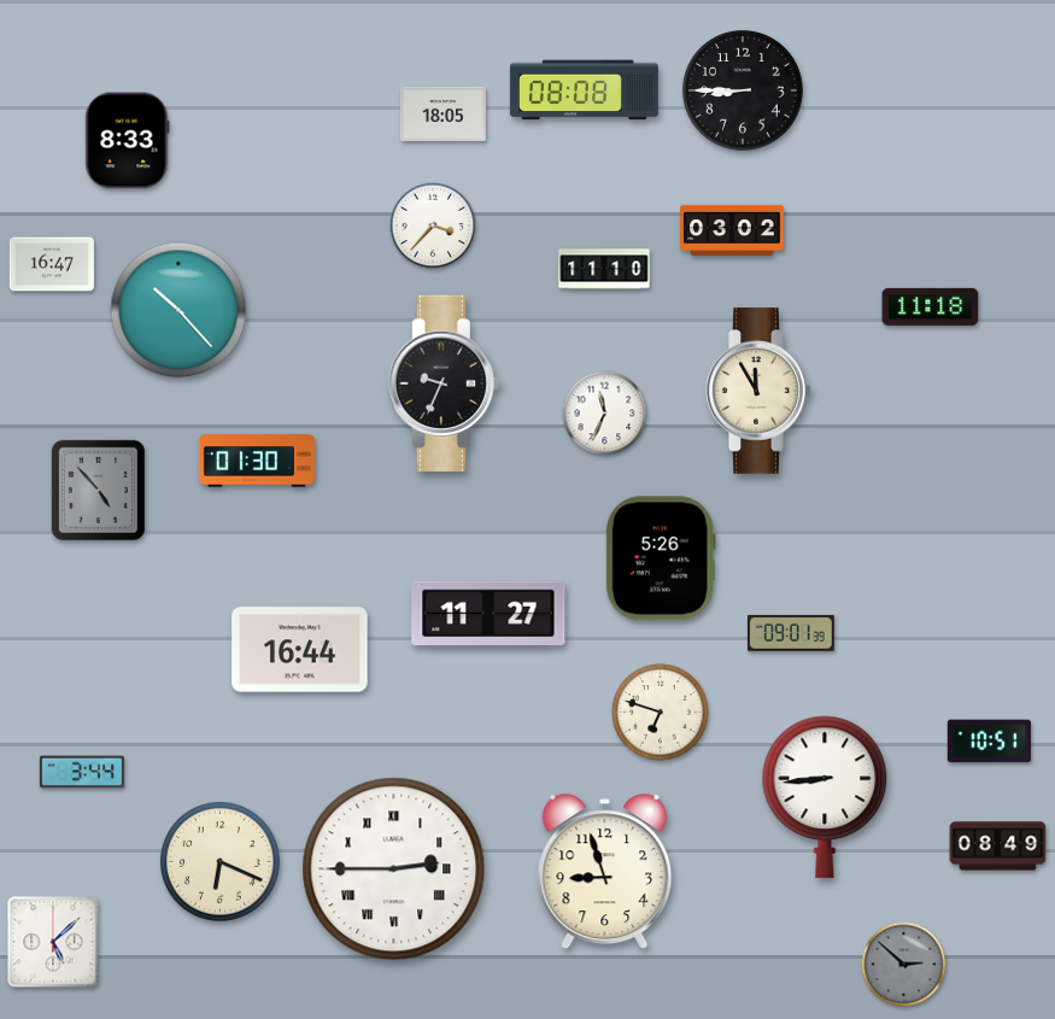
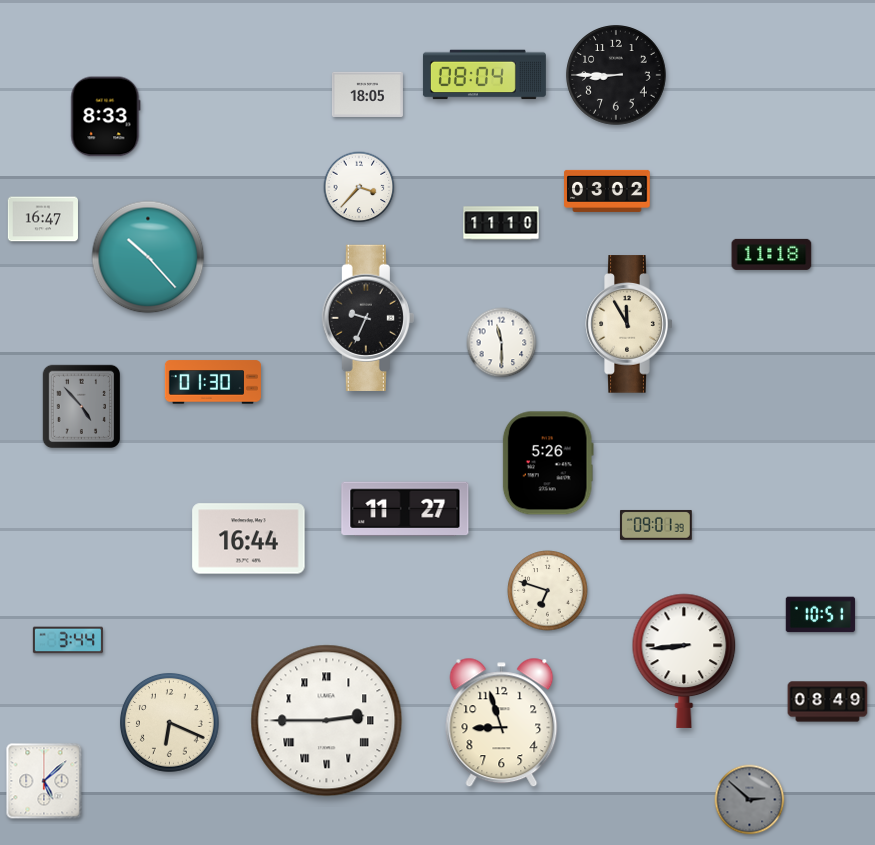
clock at (584, 90): 08:08 -> 08:04
clock at (605, 414): 11:34 -> 11:30
clock at (221, 862) position: (221, 862) -> (170, 723)
